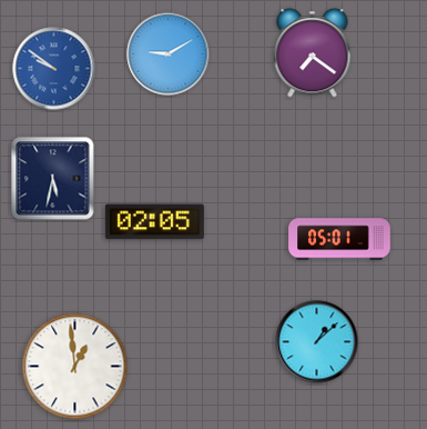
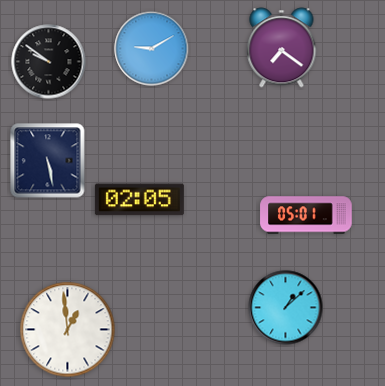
clock at (54, 69) dial: blue -> black
clock at (53, 179): 5:32 -> 5:28
